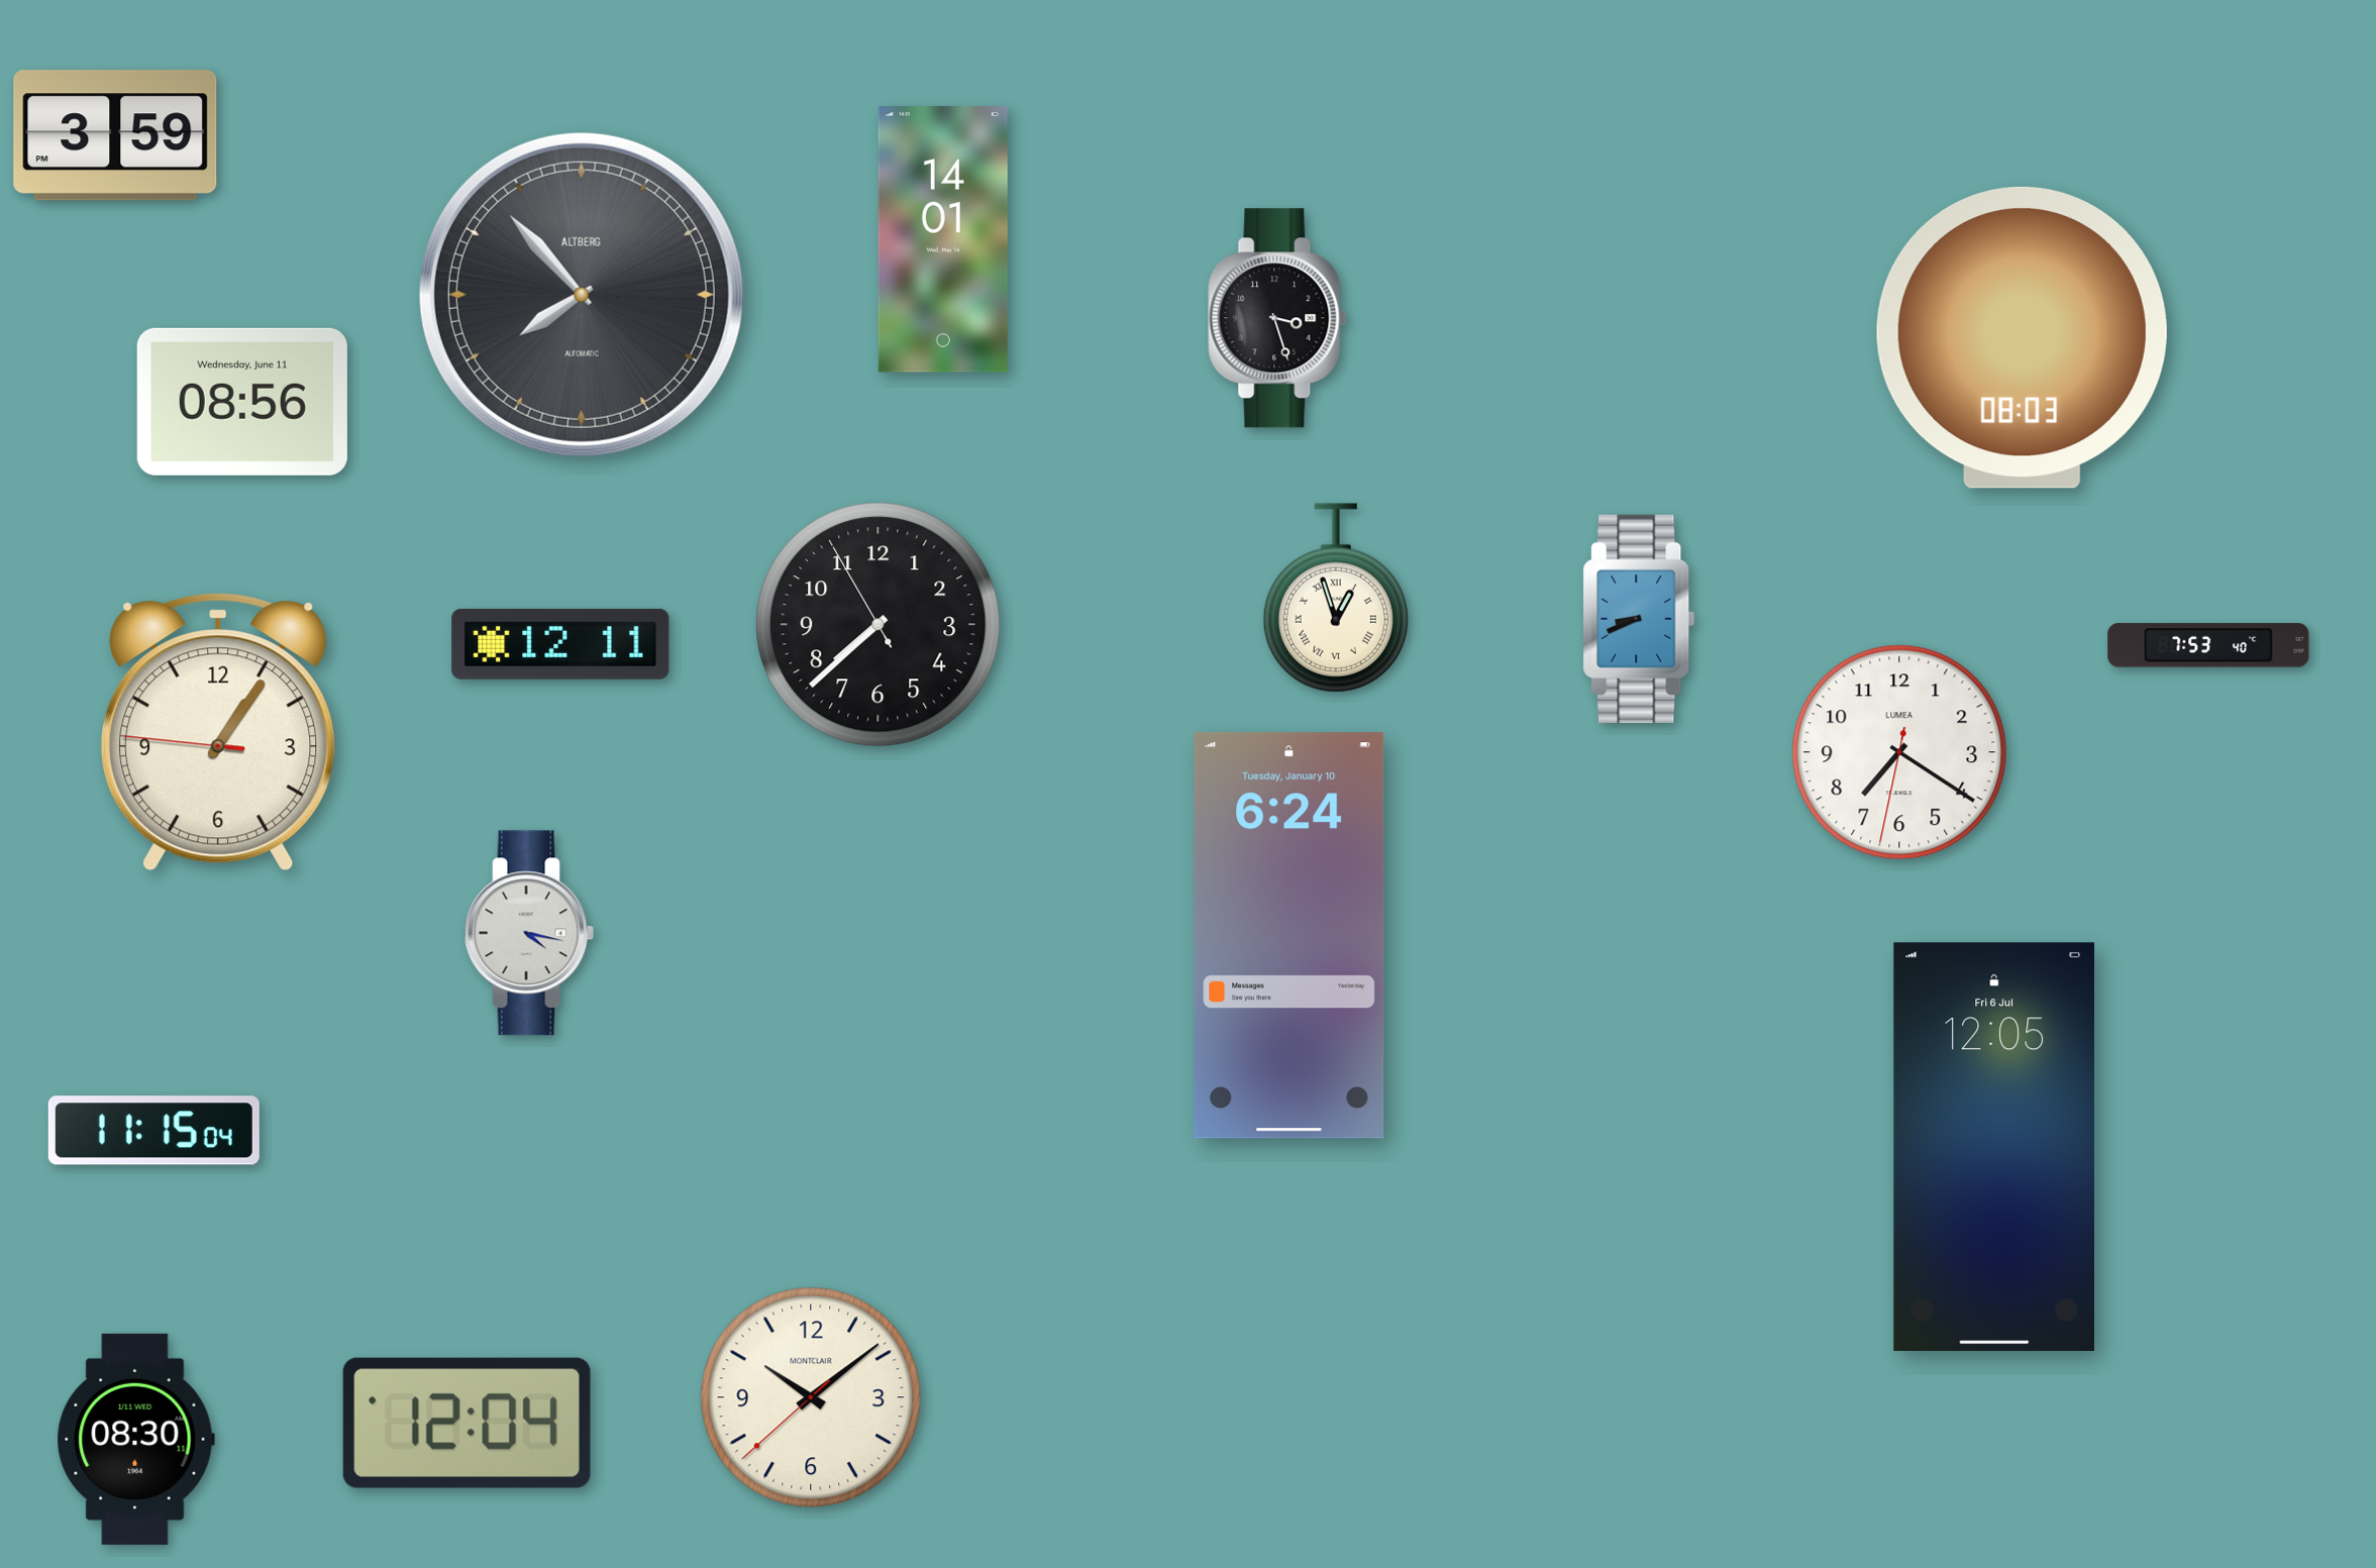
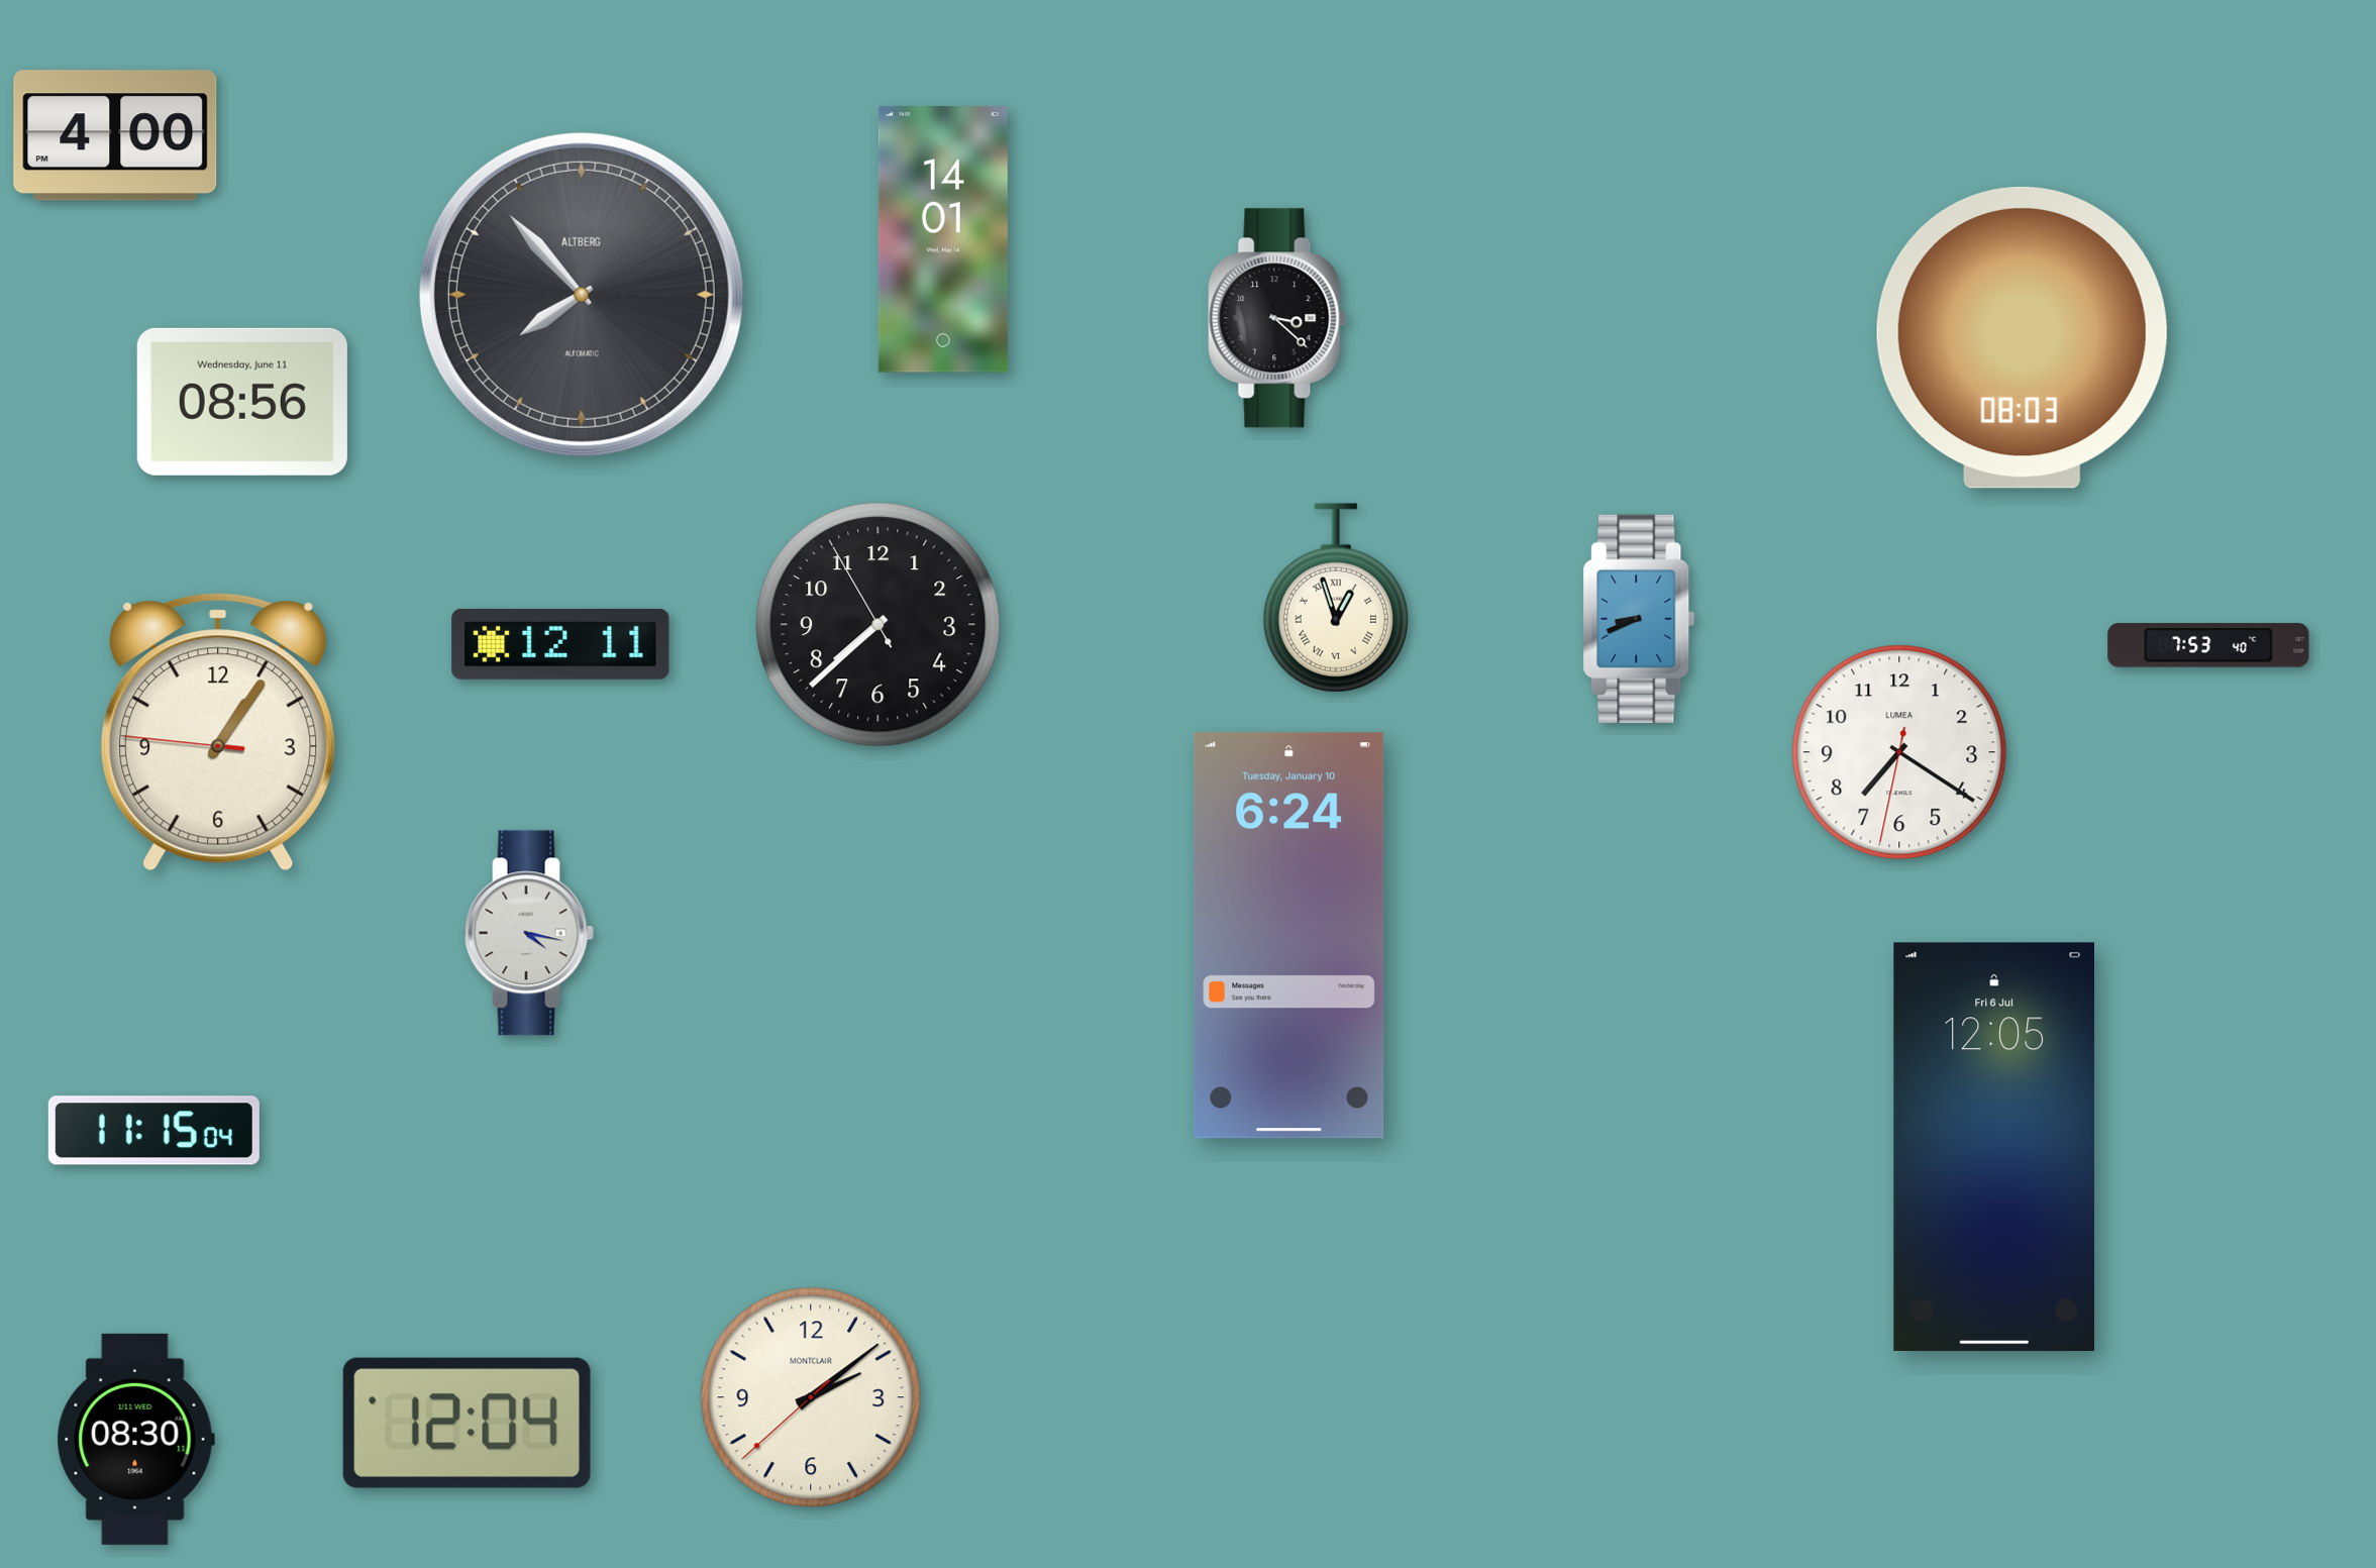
clock at (115, 135): 3:59 -> 4:00
clock at (1277, 318): 3:27 -> 3:22
clock at (811, 1397): 10:08 -> 2:08
